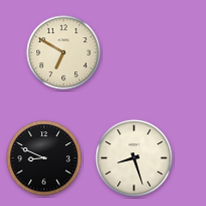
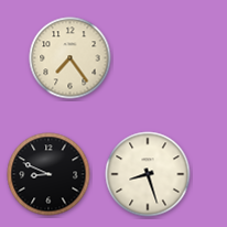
clock at (64, 53): 6:50 -> 7:24
